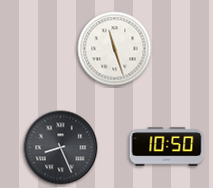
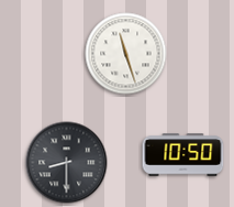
clock at (167, 147) position: (167, 147) -> (183, 155)
clock at (61, 148): 8:26 -> 8:30
